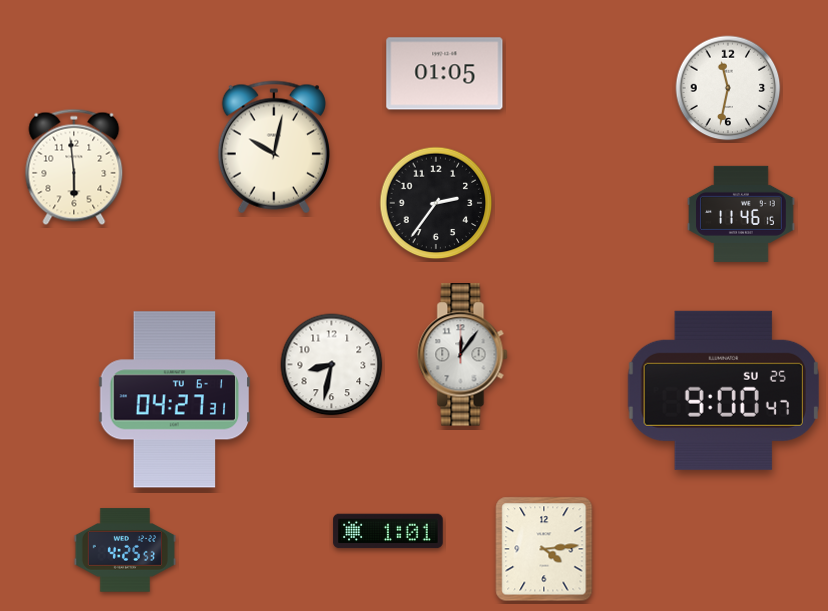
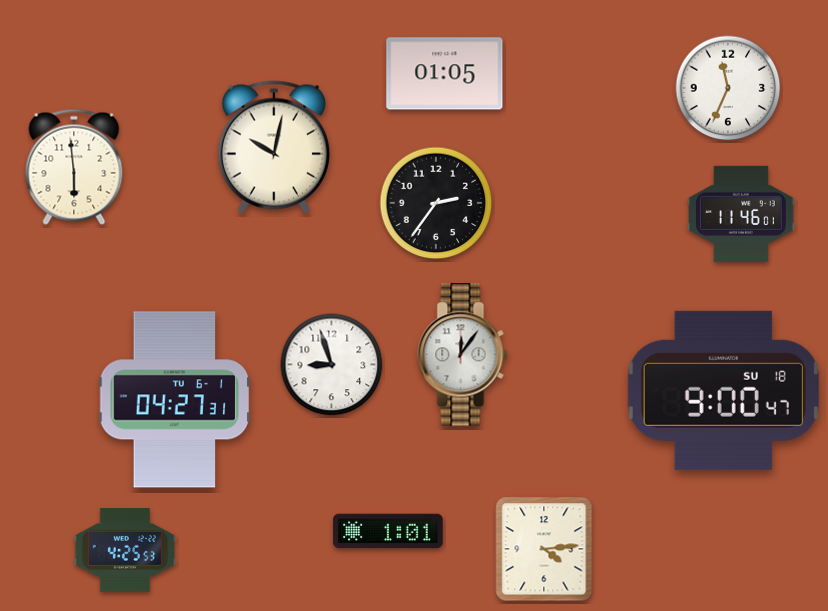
clock at (728, 88): 11:32 -> 11:34
clock at (742, 214): 11:46:15 -> 11:46:01
clock at (332, 365): 8:32 -> 8:57
clock at (723, 390) date: SU 25 -> SU 18
